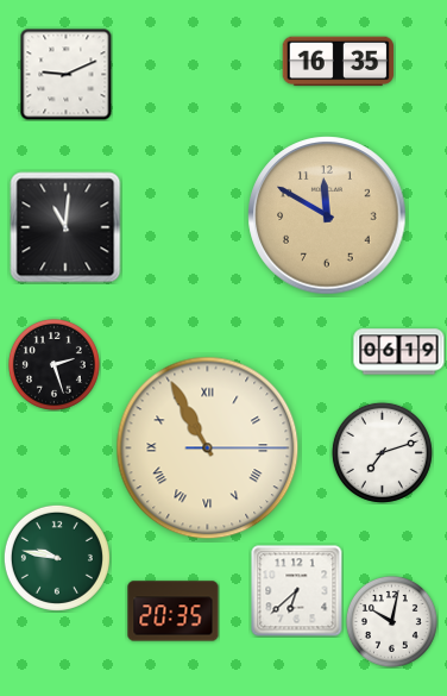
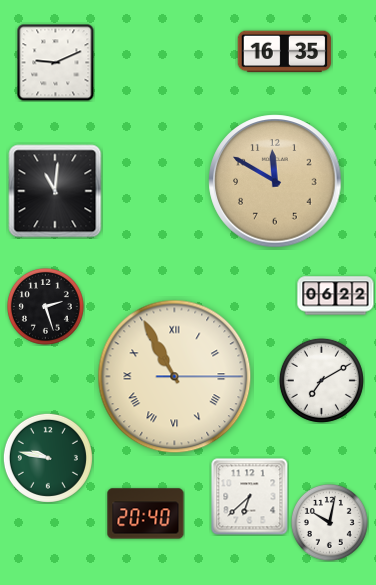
clock at (399, 352): 06:19 -> 06:22
clock at (382, 452): 7:12 -> 7:10
clock at (57, 558) position: (57, 558) -> (48, 458)
clock at (174, 612): 20:35 -> 20:40
